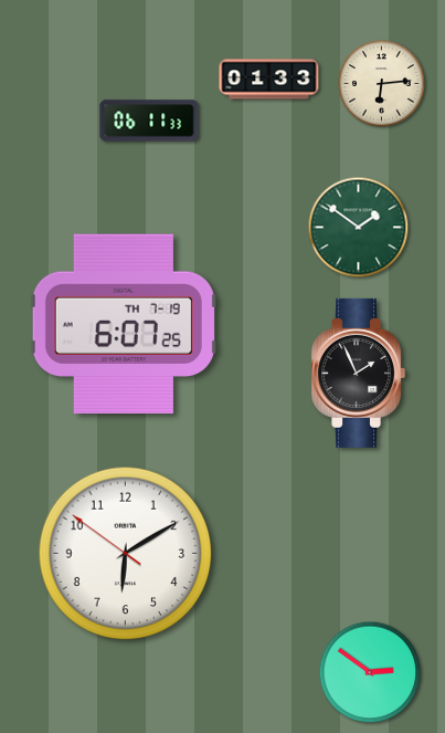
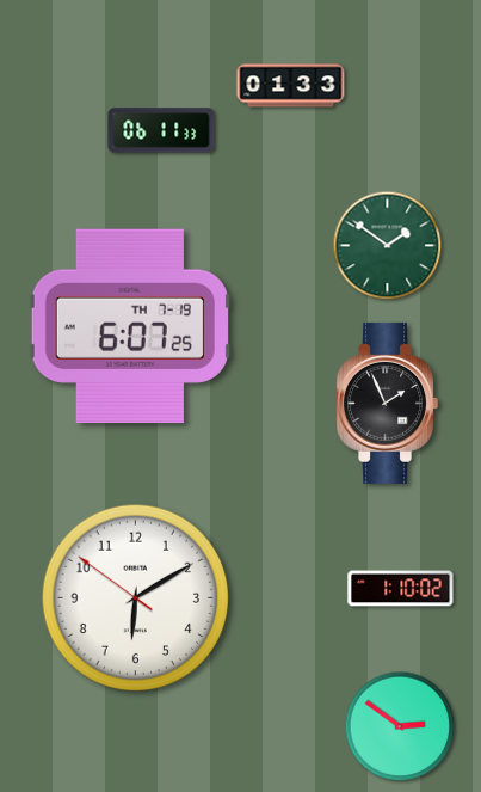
clock at (382, 84): 6:14 -> none
clock at (124, 324) position: (124, 324) -> (130, 326)
clock at (401, 589): none -> 1:10
